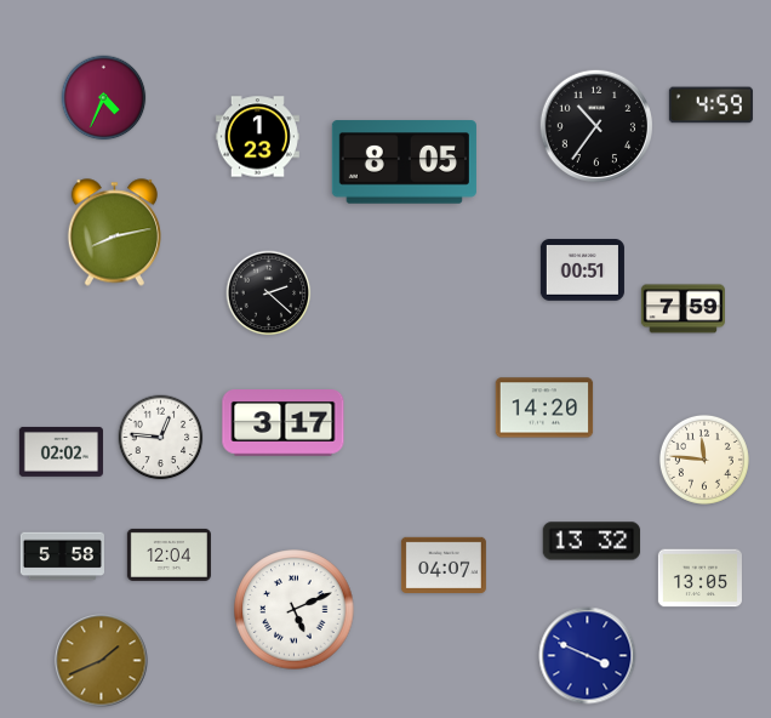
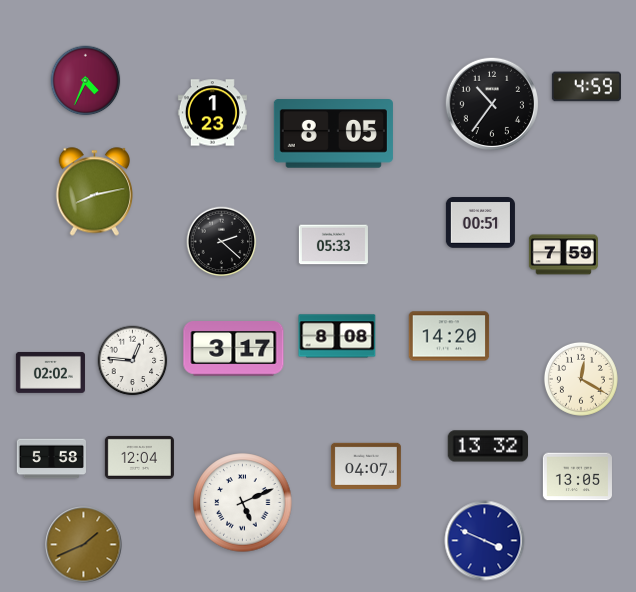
clock at (333, 245): none -> 05:33
clock at (337, 336): none -> 8:08
clock at (704, 460): 11:46 -> 12:20
